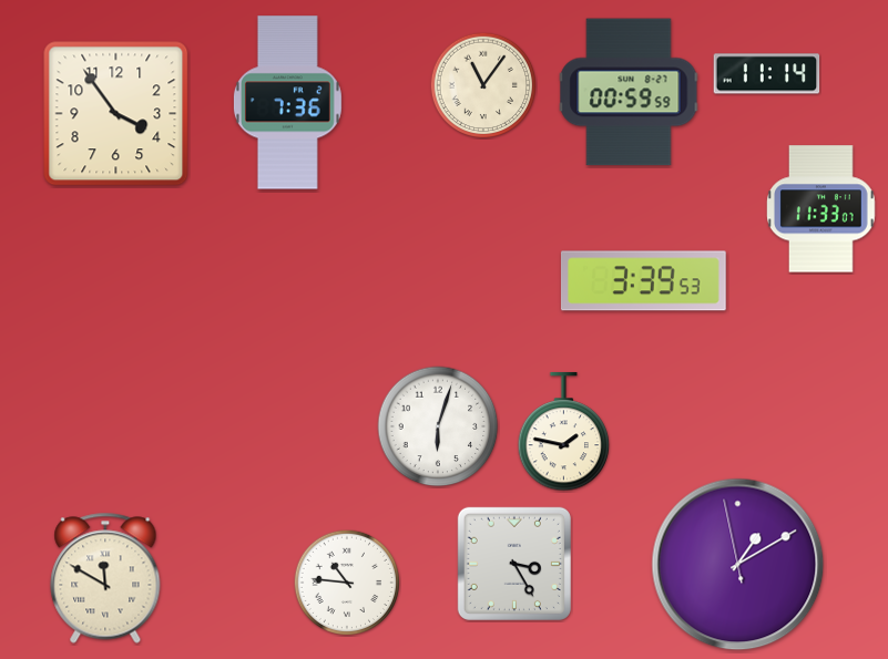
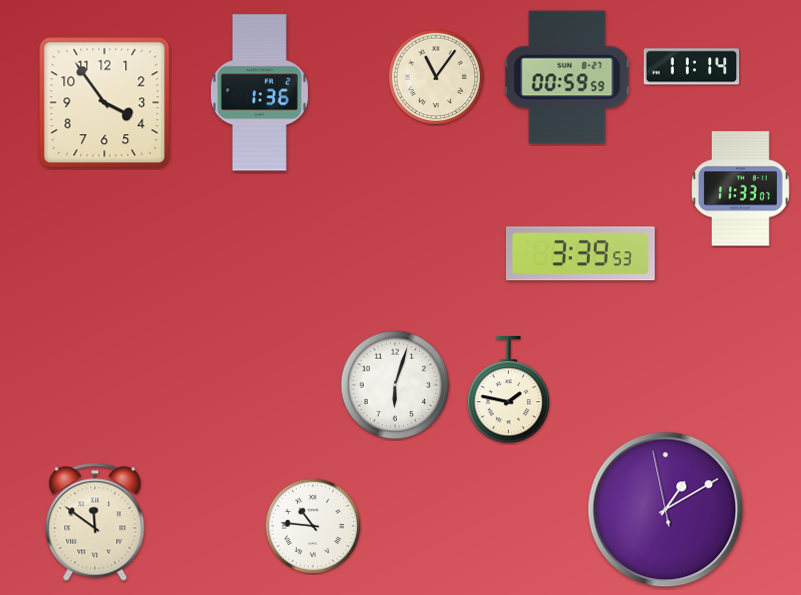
clock at (629, 92) position: (629, 92) -> (567, 77)
clock at (287, 103): 7:36 -> 1:36
clock at (514, 564): 3:25 -> none
clock at (105, 578): 11:50 -> 11:51
